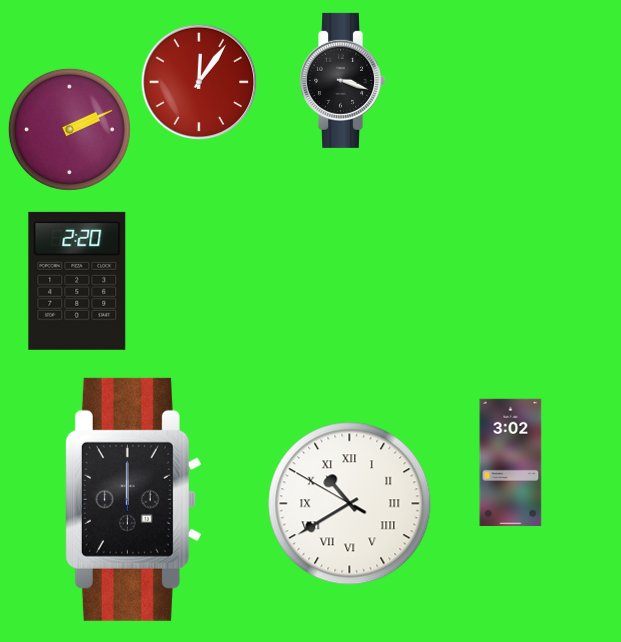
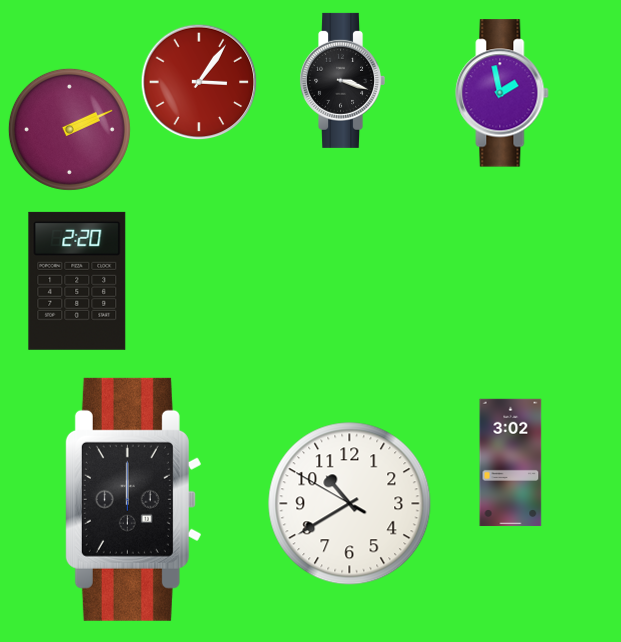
clock at (199, 82): 12:06 -> 3:06
clock at (502, 93): none -> 1:58
clock at (350, 504) numerals: Roman -> Arabic
